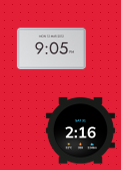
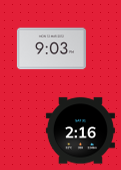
clock at (51, 49): 9:05 -> 9:03
